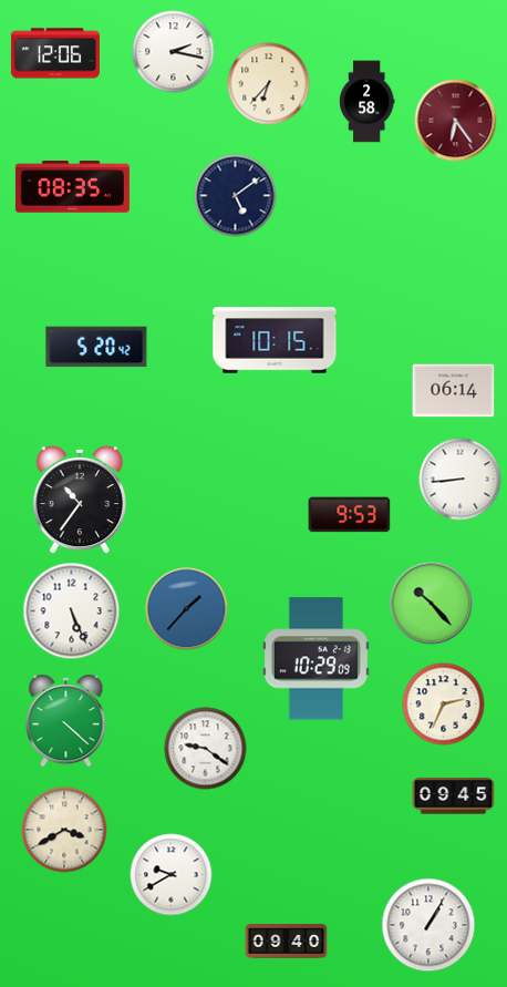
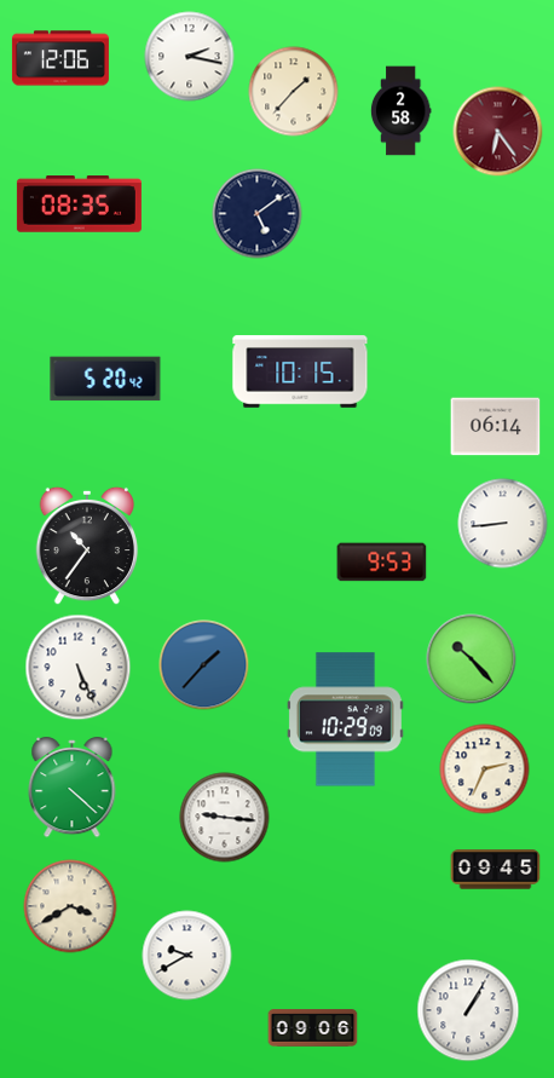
clock at (269, 84): 6:37 -> 1:37
clock at (206, 749): 9:21 -> 9:16
clock at (287, 942): 09:40 -> 09:06
